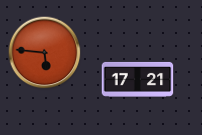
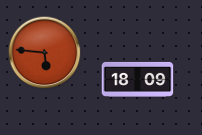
clock at (138, 79): 17:21 -> 18:09
